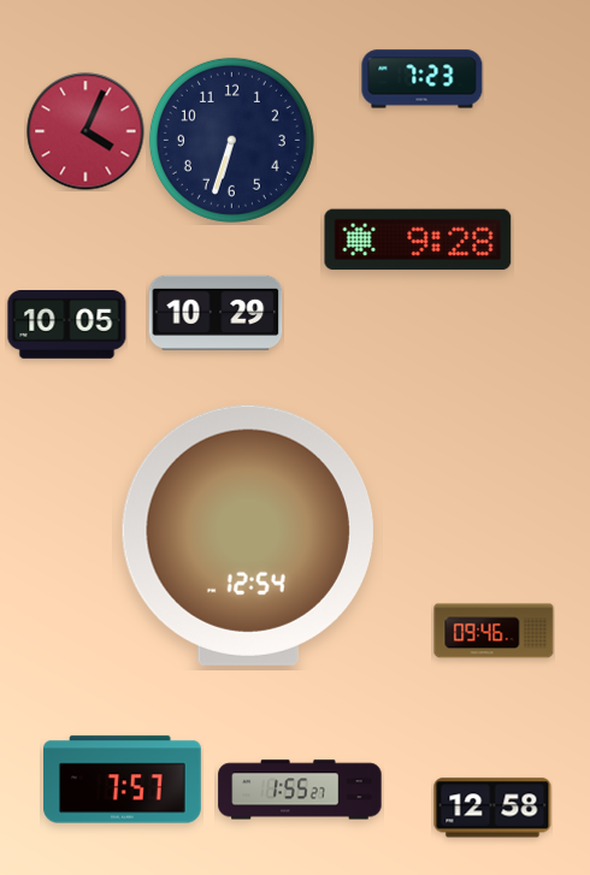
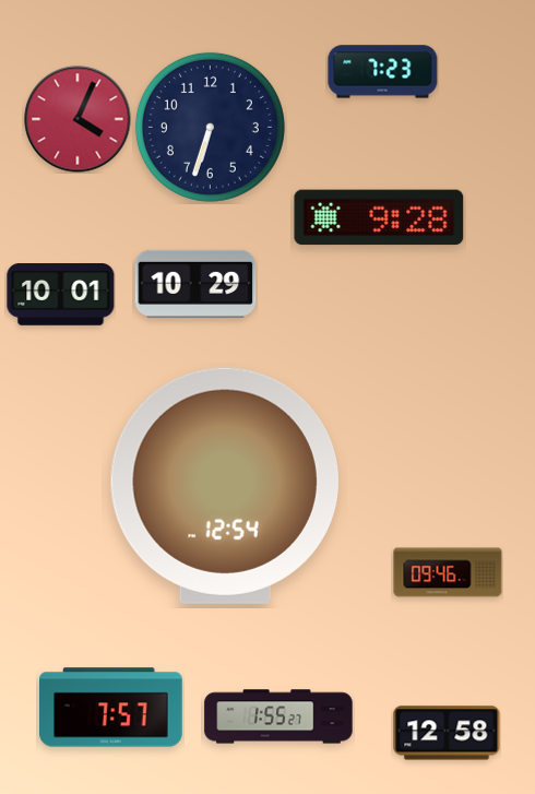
clock at (67, 325): 10:05 -> 10:01
clock at (300, 790) position: (300, 790) -> (278, 716)
